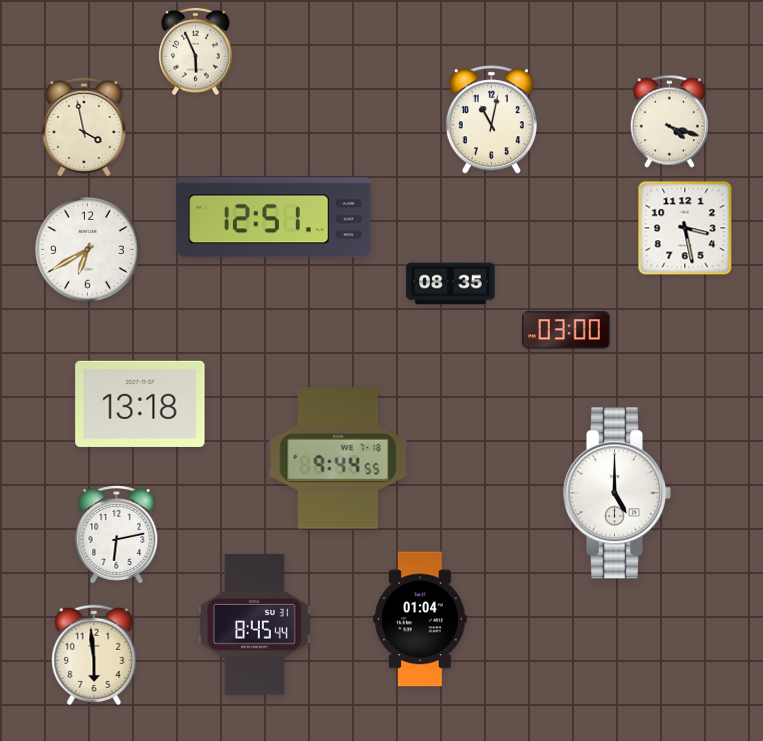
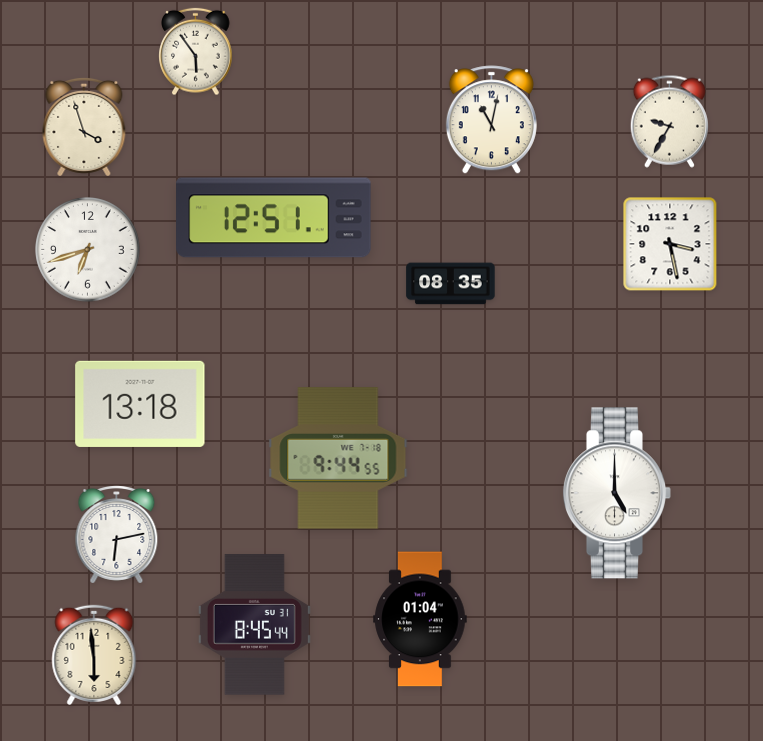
clock at (196, 52): 5:56 -> 5:54
clock at (669, 121): 4:18 -> 9:35
clock at (84, 127): 3:58 -> 3:57
clock at (685, 228) position: (685, 228) -> (670, 244)
clock at (88, 250): 6:40 -> 6:42
clock at (567, 330): 03:00 -> none
